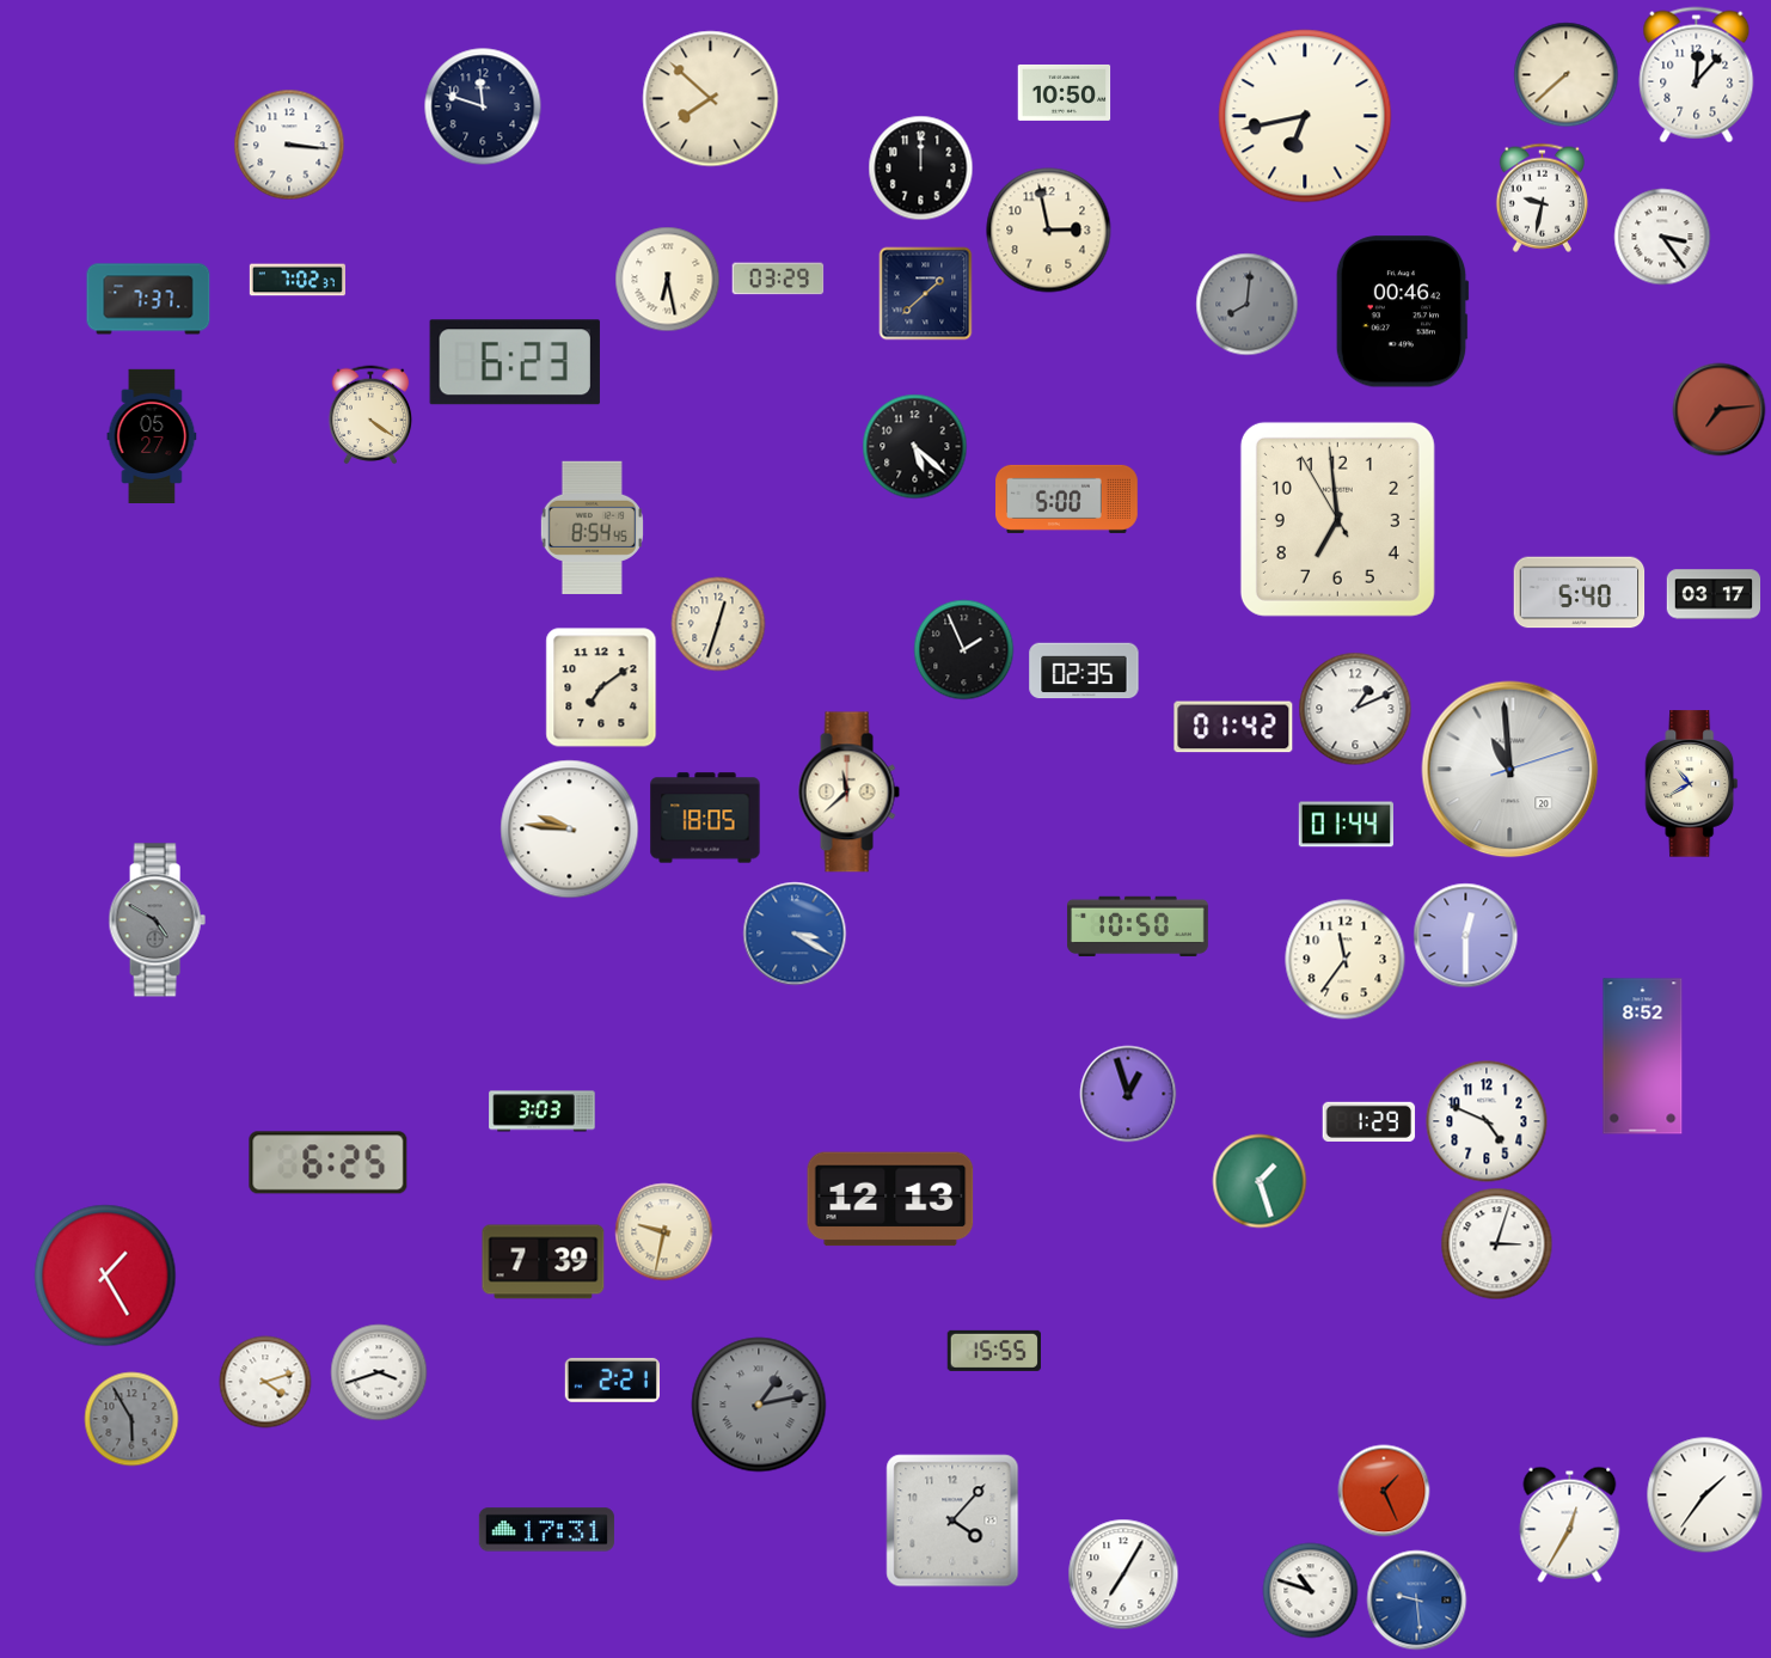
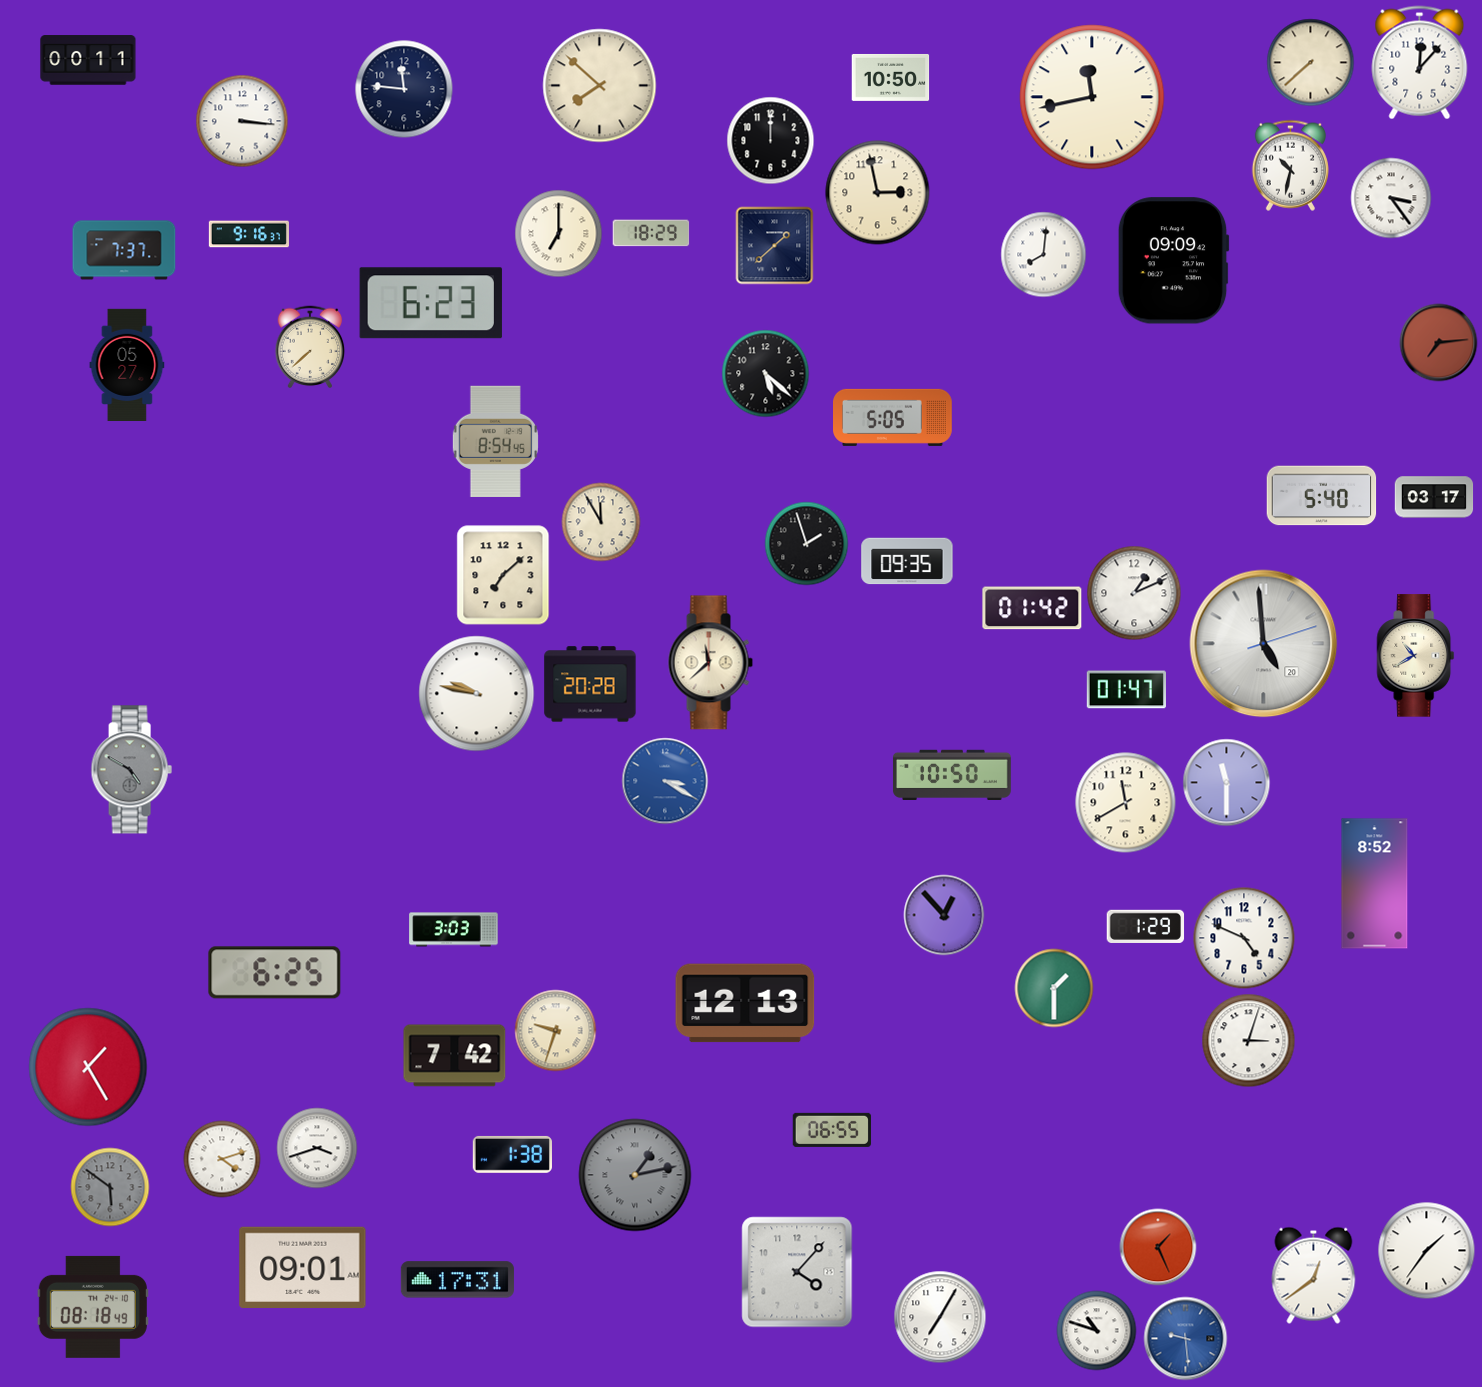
clock at (88, 60): none -> 00:11
clock at (711, 99) position: (711, 99) -> (600, 86)
clock at (483, 106): 11:48 -> 11:46
clock at (1305, 116): 6:43 -> 11:43
clock at (1542, 197): 9:32 -> 10:32
clock at (778, 279): 03:29 -> 18:29
clock at (298, 280): 7:02 -> 9:16
clock at (668, 280): 6:28 -> 7:00
clock at (1248, 305) dial: grey -> white
clock at (1402, 312): 00:46 -> 09:09
clock at (370, 415): 4:21 -> 7:38
clock at (1067, 498): 5:00 -> 5:05
clock at (1337, 519): 6:58 -> none
clock at (718, 624): 12:33 -> 11:55
clock at (964, 650): 1:56 -> 1:57
clock at (1084, 671): 02:35 -> 09:35
clock at (601, 687): 7:09 -> 7:08
clock at (1510, 770): 10:59 -> 4:59
clock at (705, 818): 18:05 -> 20:28
clock at (1346, 825): 01:44 -> 01:47
clock at (570, 830): 9:46 -> 9:47
clock at (1466, 936): 12:30 -> 11:30
clock at (1346, 960): 11:36 -> 11:40
clock at (1128, 1094): 12:57 -> 12:53
clock at (1369, 1121) position: (1369, 1121) -> (1146, 926)
clock at (1260, 1181): 1:27 -> 1:30
clock at (664, 1232): 9:32 -> 9:33
clock at (1497, 1244) position: (1497, 1244) -> (1249, 1041)
clock at (544, 1262): 7:39 -> 7:42
clock at (993, 1351): 15:55 -> 06:55
clock at (612, 1379): 2:21 -> 1:38
clock at (265, 1382) position: (265, 1382) -> (222, 1159)
clock at (131, 1419): 5:55 -> 5:51
clock at (303, 1267): none -> 09:01
clock at (1570, 1524): 12:35 -> 12:39
clock at (93, 1307): none -> 08:18
